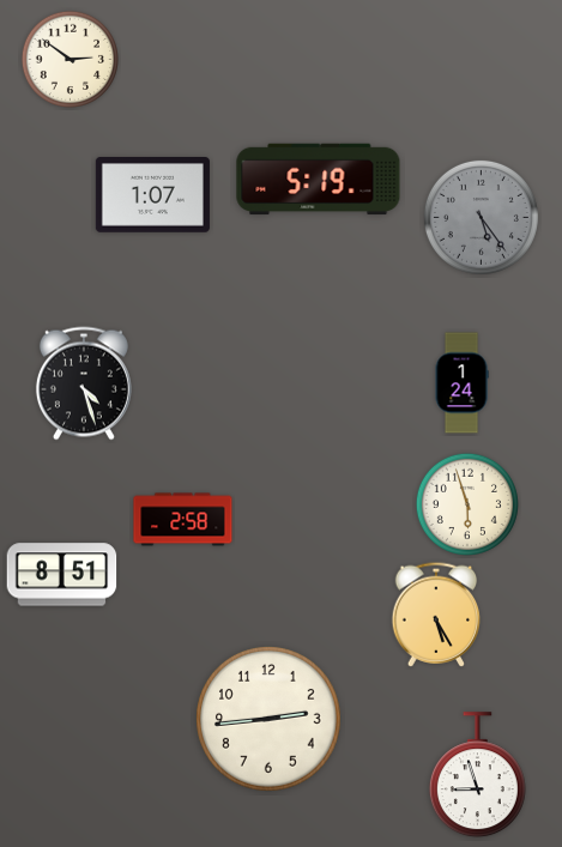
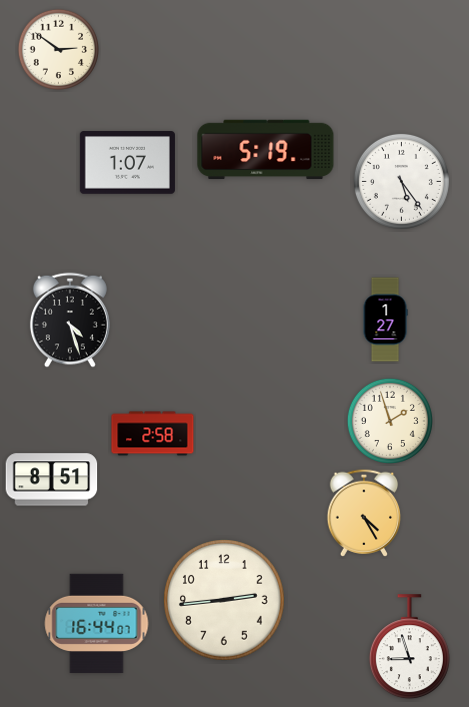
clock at (481, 217) dial: grey -> white
clock at (461, 383): 1:24 -> 1:27
clock at (467, 504): 5:57 -> 1:57
clock at (436, 615): 5:25 -> 4:25
clock at (97, 624): none -> 16:44
clock at (477, 775) position: (477, 775) -> (409, 647)
